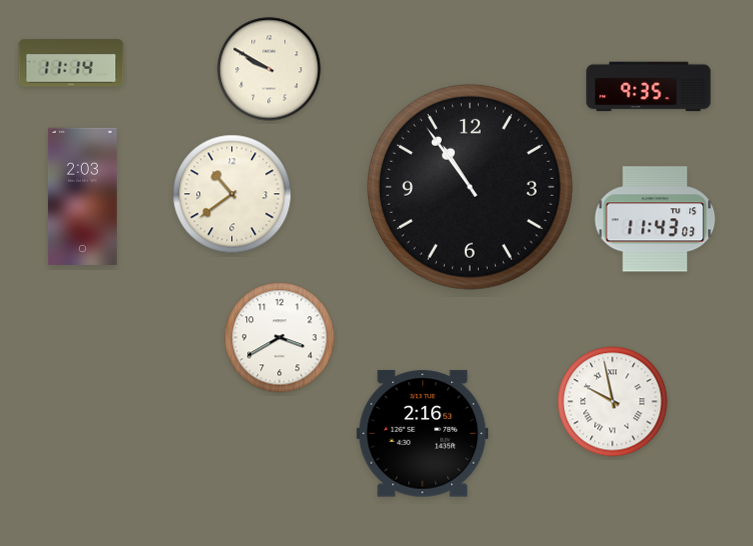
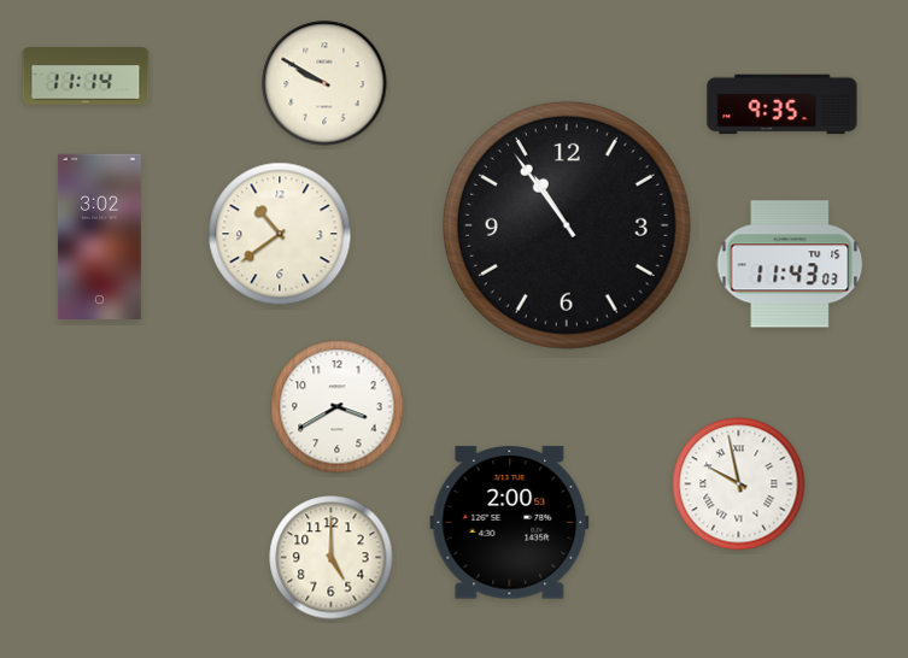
clock at (82, 196): 2:03 -> 3:02
clock at (423, 434): 2:16 -> 2:00
clock at (332, 558): none -> 5:00
